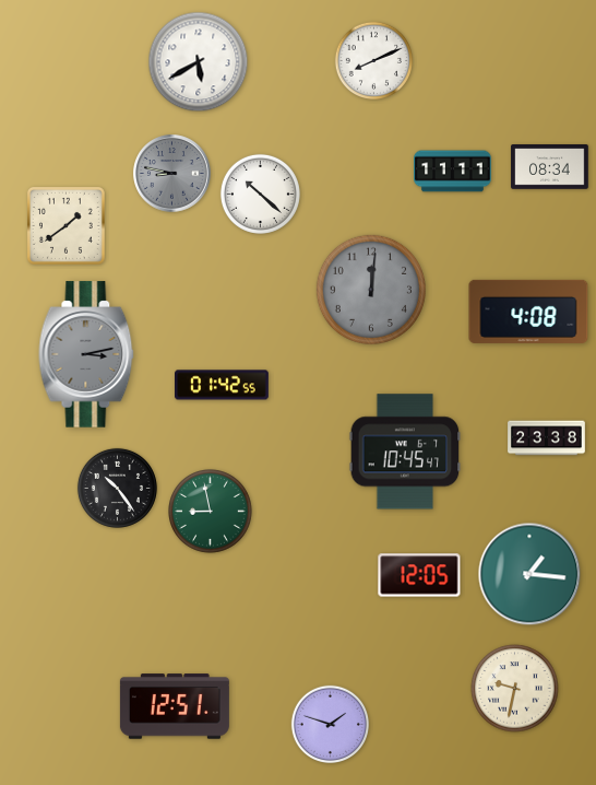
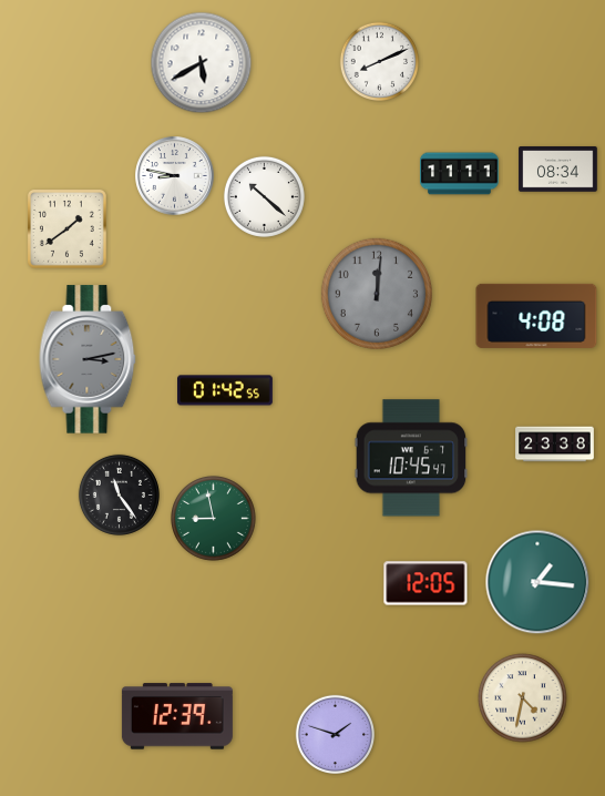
clock at (172, 174) dial: grey -> white
clock at (117, 488): 10:24 -> 11:24
clock at (515, 689): 9:32 -> 4:32
clock at (175, 706): 12:51 -> 12:39
